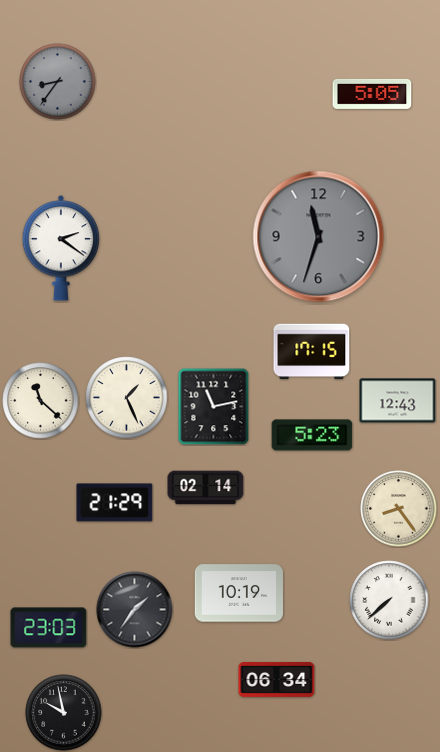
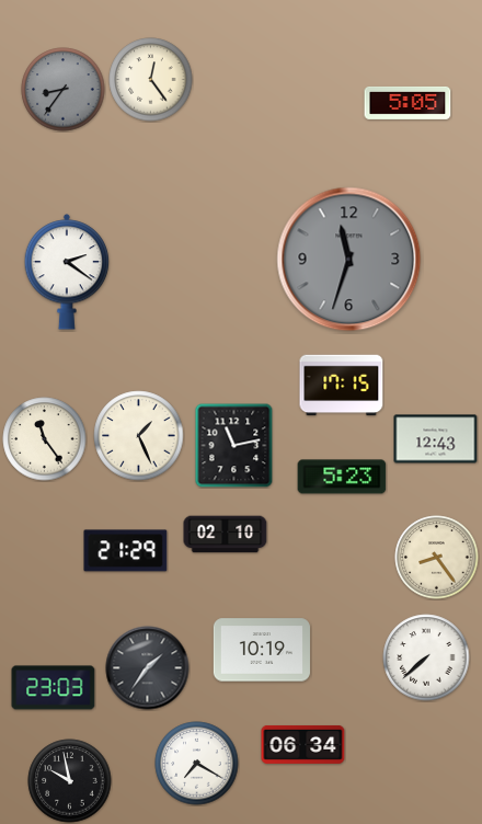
clock at (151, 80): none -> 12:24
clock at (41, 401): 11:22 -> 11:24
clock at (206, 488): 02:14 -> 02:10
clock at (197, 764): none -> 7:20
